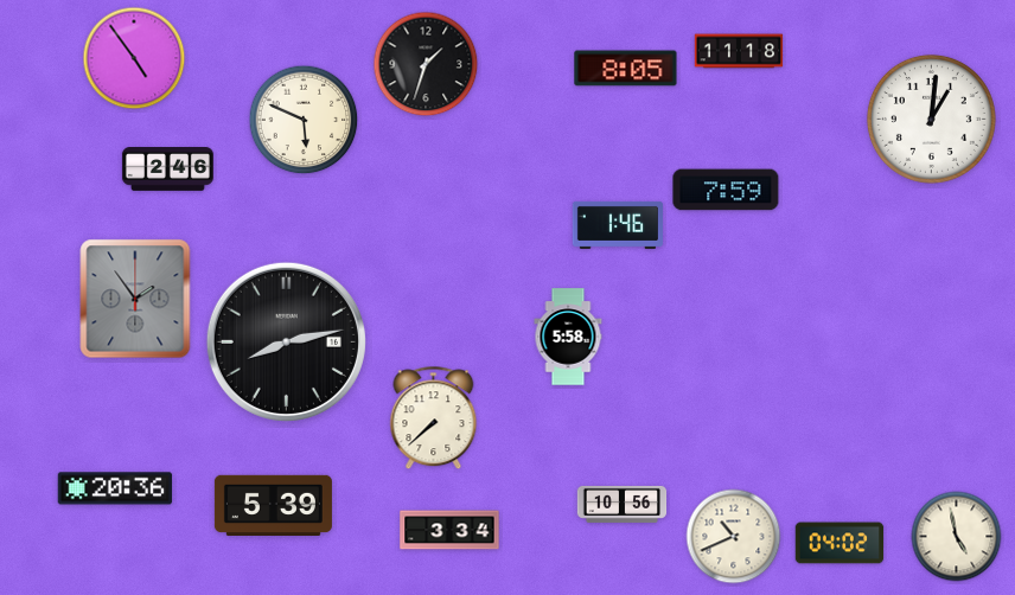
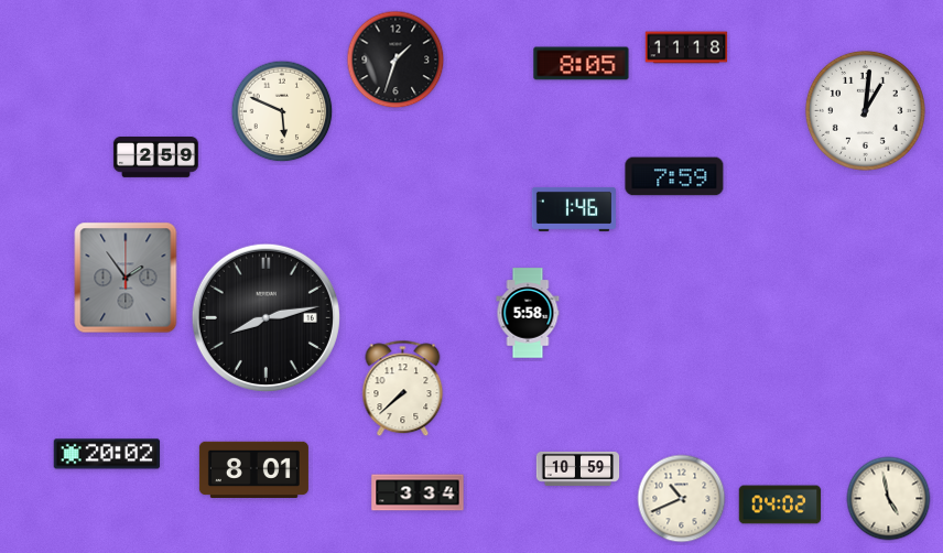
clock at (134, 58): 4:54 -> none
clock at (167, 169): 2:46 -> 2:59
clock at (115, 488): 20:36 -> 20:02
clock at (623, 504): 10:56 -> 10:59
clock at (273, 505): 5:39 -> 8:01
